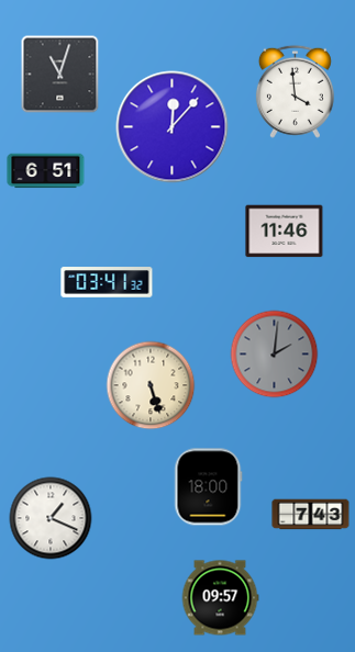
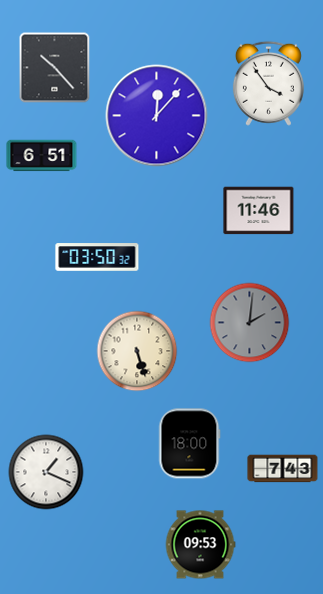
clock at (60, 75): 11:03 -> 10:23
clock at (295, 91): 3:59 -> 3:54
clock at (107, 282): 03:41 -> 03:50
clock at (220, 598): 09:57 -> 09:53
